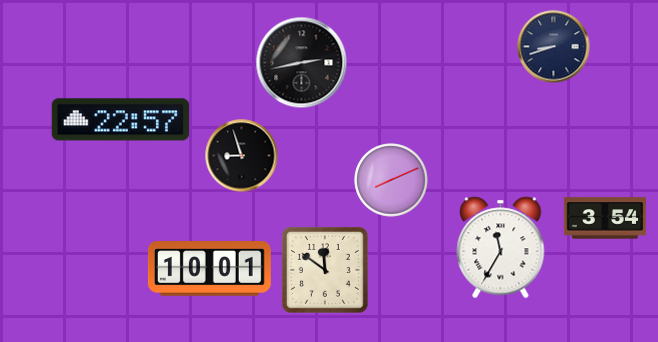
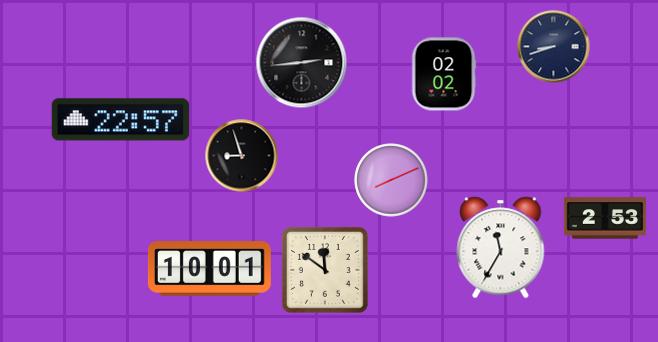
clock at (302, 63): 2:43 -> 2:44
clock at (444, 74): none -> 02:02
clock at (605, 218): 3:54 -> 2:53
